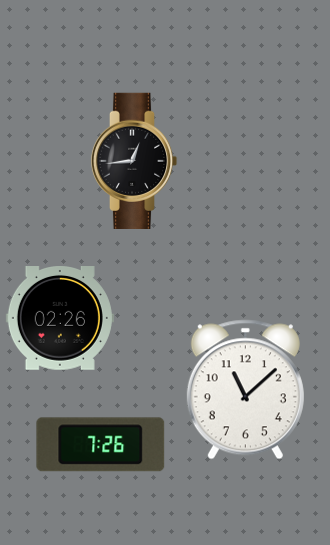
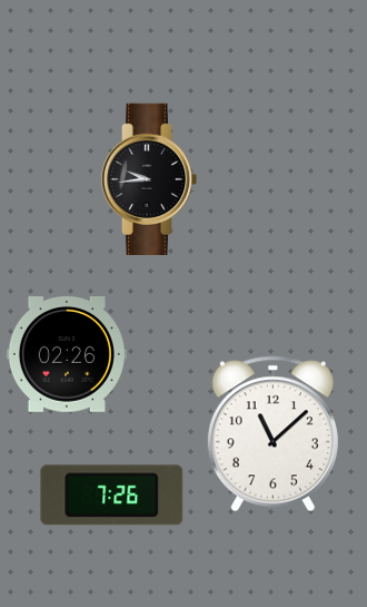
clock at (134, 160): 12:44 -> 9:44
